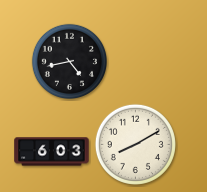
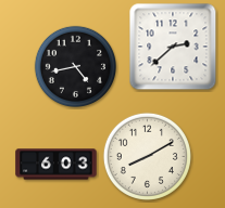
clock at (173, 47): none -> 2:38
